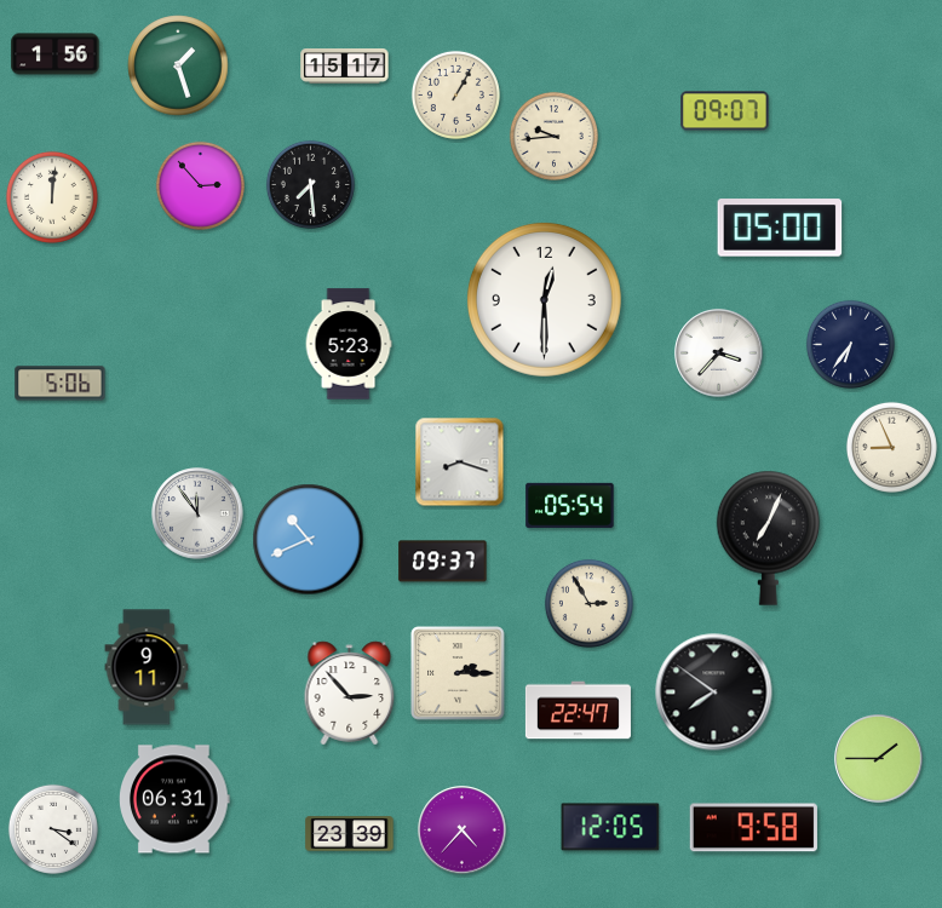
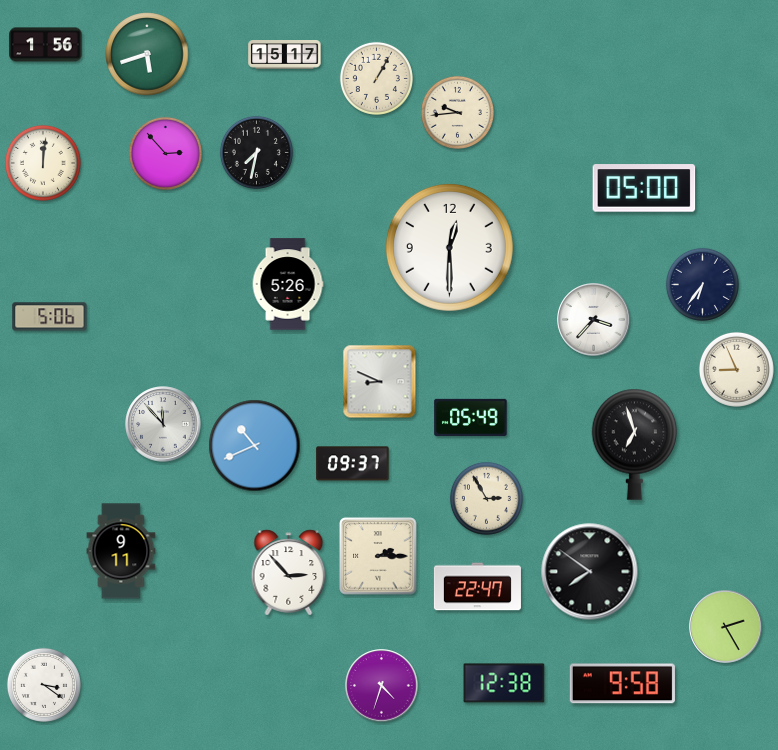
clock at (178, 65): 1:27 -> 5:42
clock at (725, 111): 09:07 -> none
clock at (310, 184): 7:29 -> 7:32
clock at (349, 344): 5:23 -> 5:26
clock at (719, 354) position: (719, 354) -> (594, 320)
clock at (460, 462): 8:18 -> 8:49
clock at (570, 505): 05:54 -> 05:49
clock at (197, 513): 11:54 -> 11:53
clock at (769, 538): 7:04 -> 6:57
clock at (443, 562) position: (443, 562) -> (353, 464)
clock at (879, 759): 1:45 -> 2:25
clock at (176, 799): 06:31 -> none
clock at (610, 827): 12:05 -> 12:38
clock at (463, 831): 4:37 -> 4:33
clock at (350, 834): 23:39 -> none
